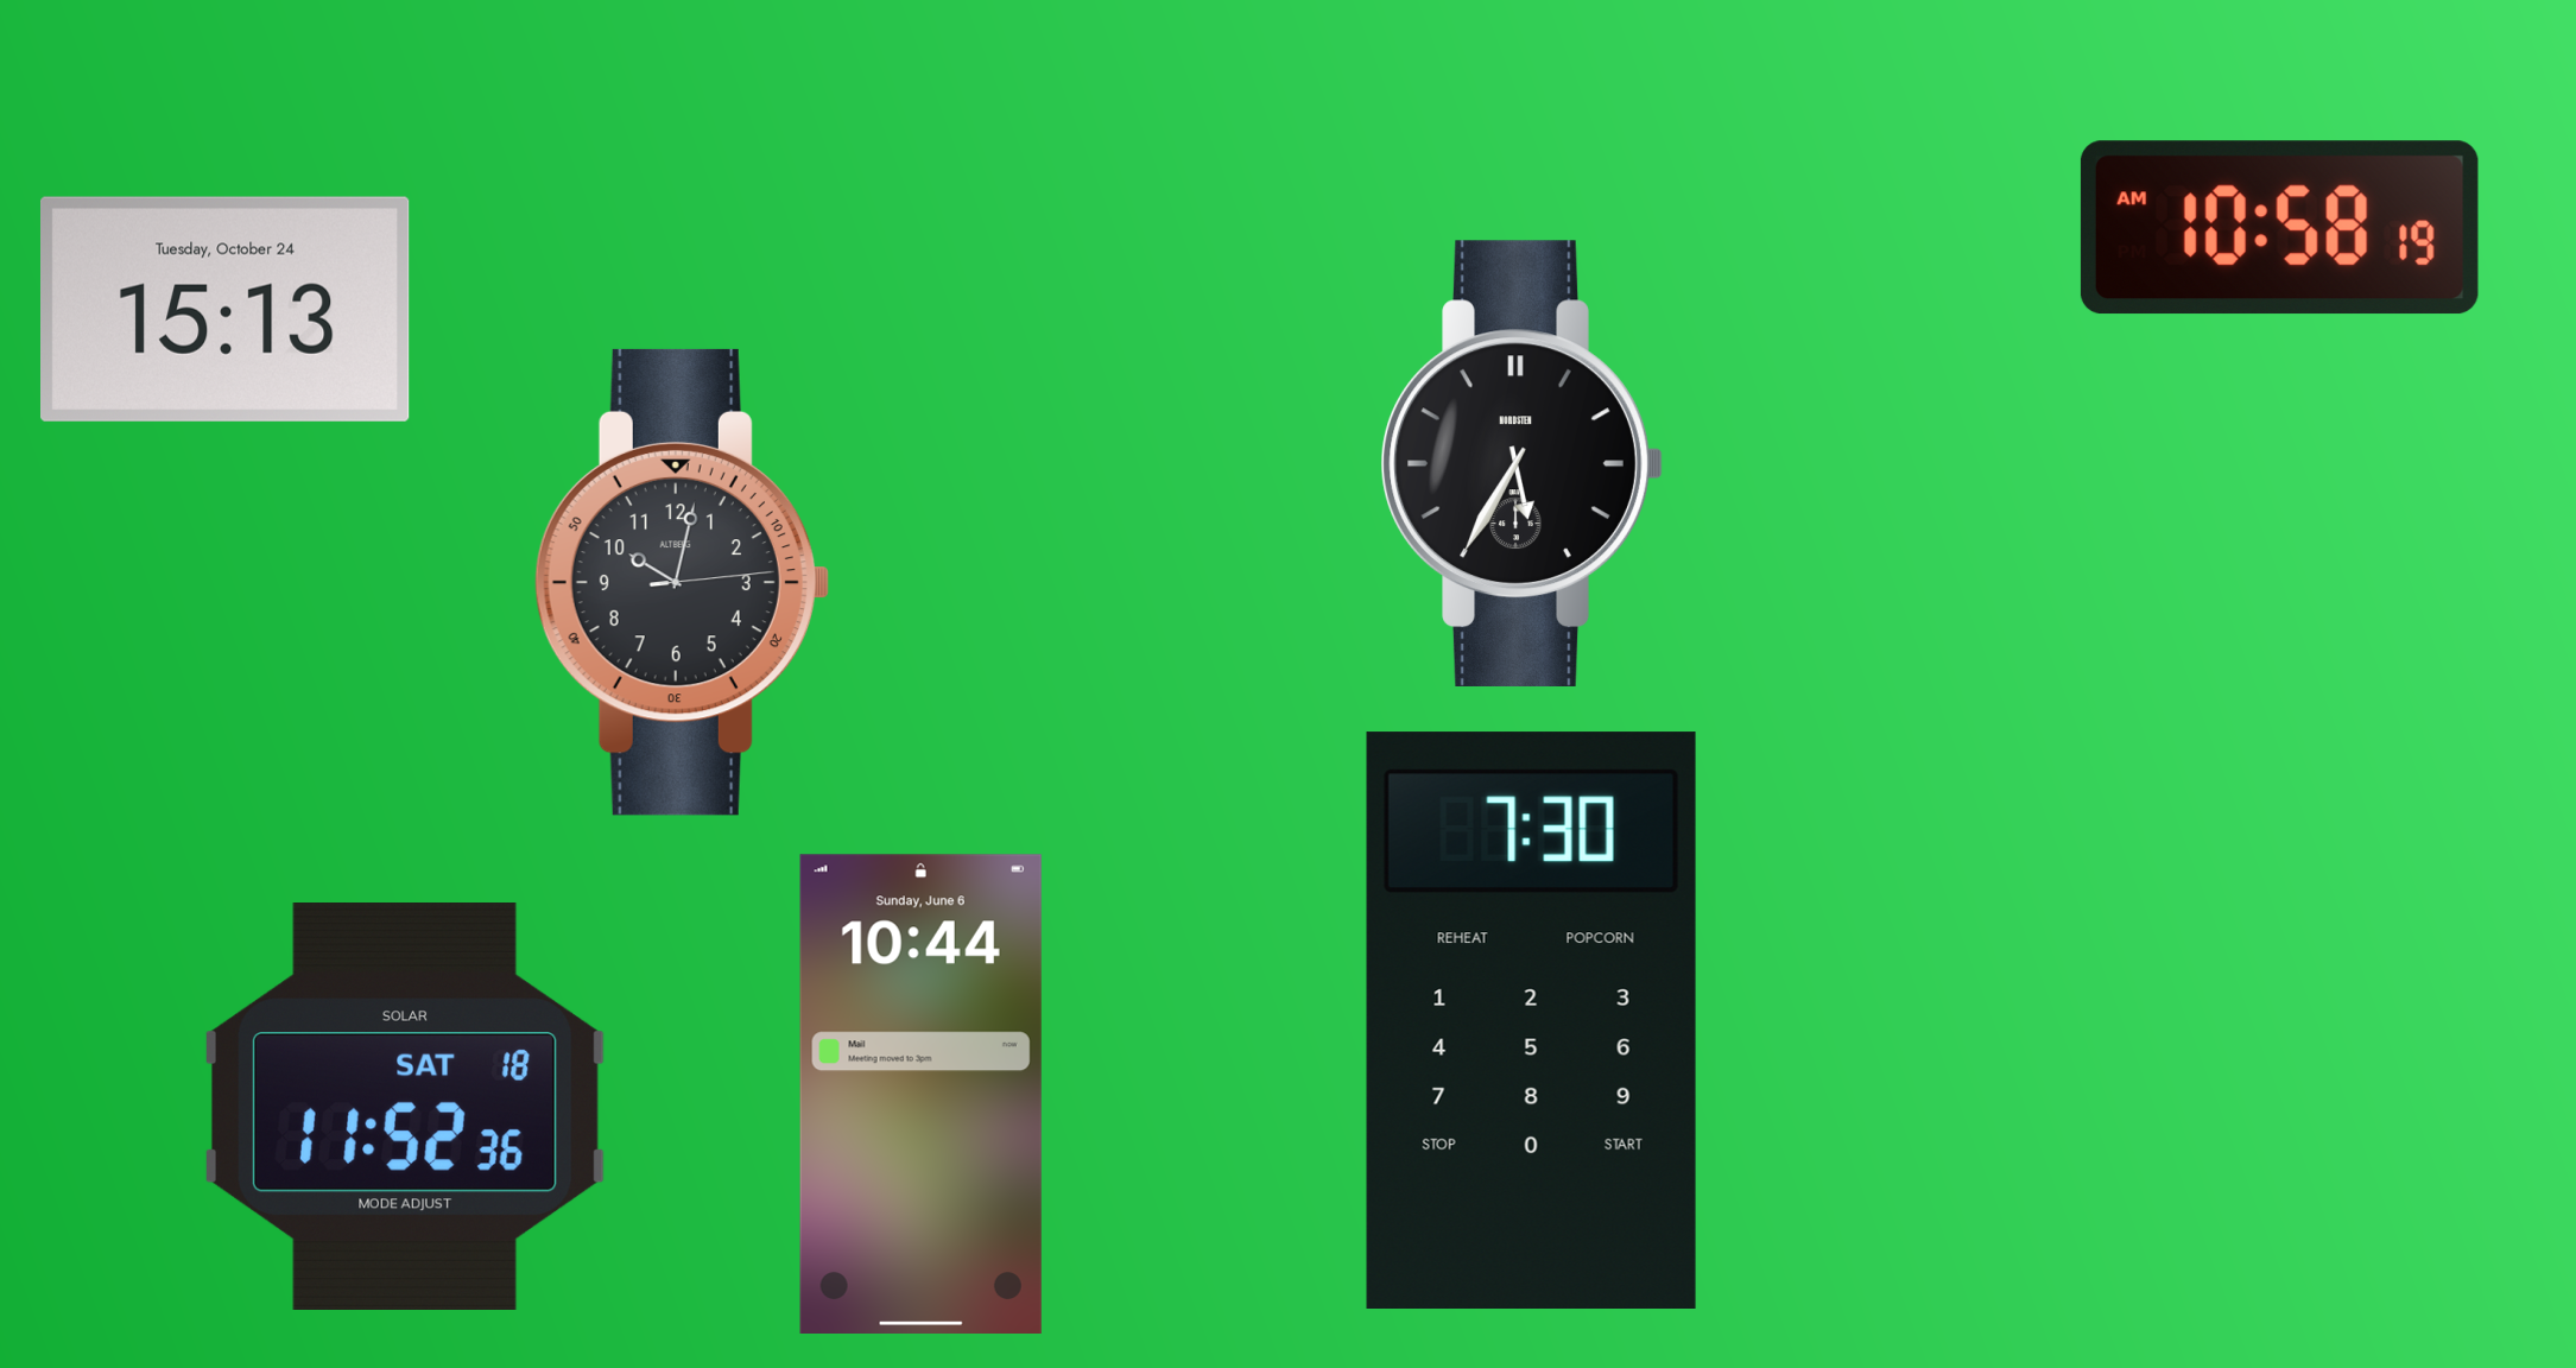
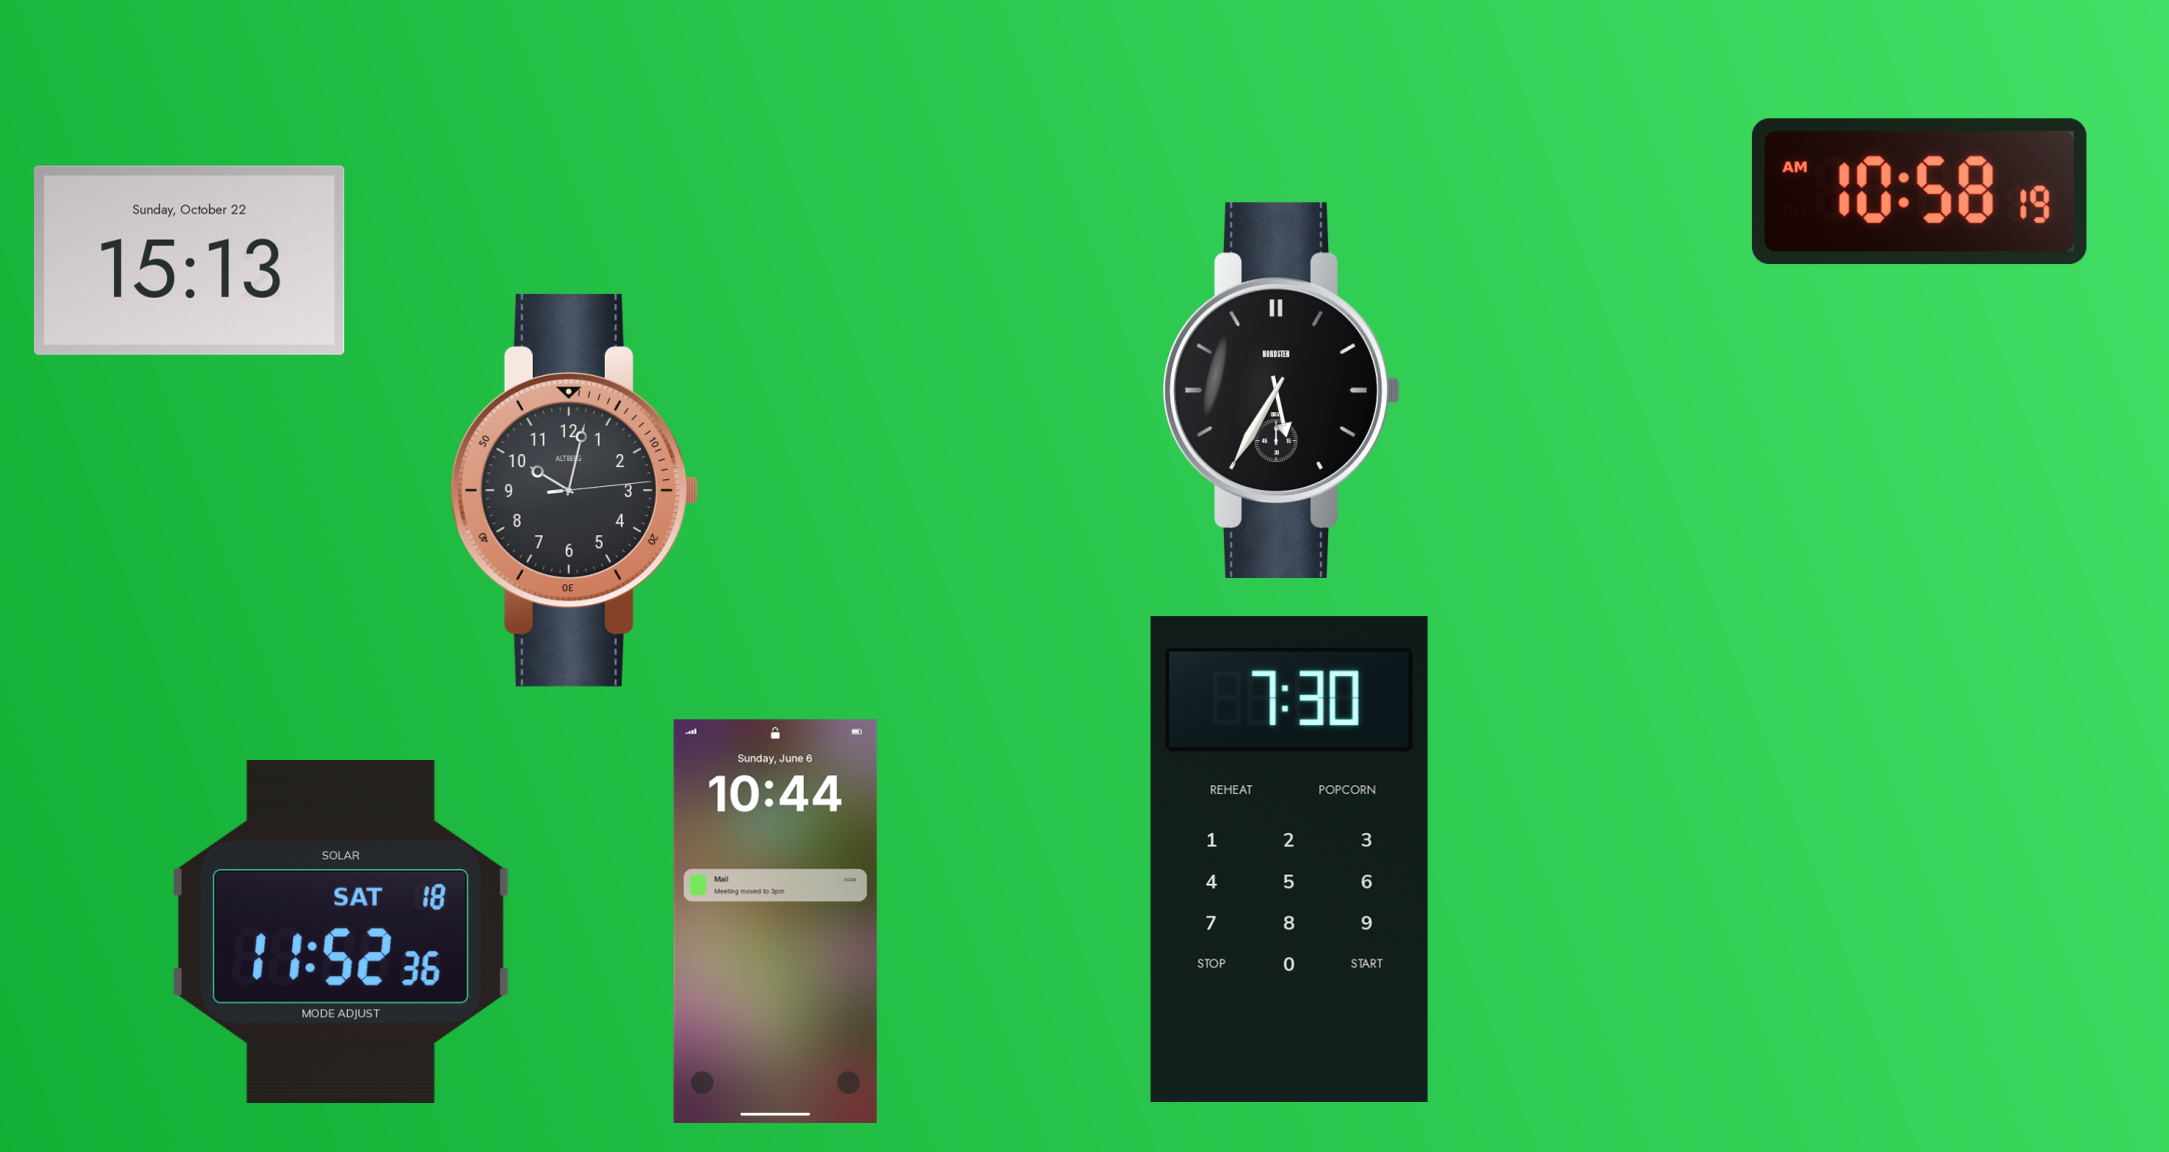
clock at (226, 309) date: Tuesday, October 24 -> Sunday, October 22
